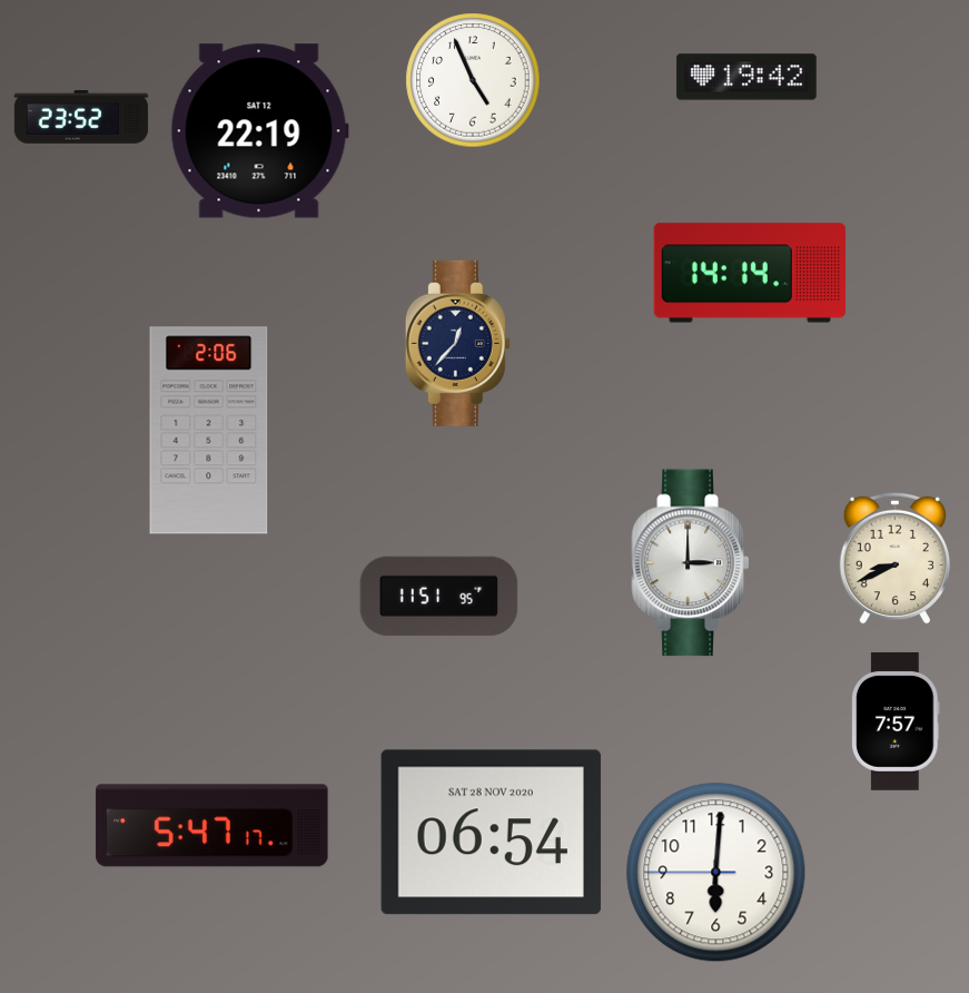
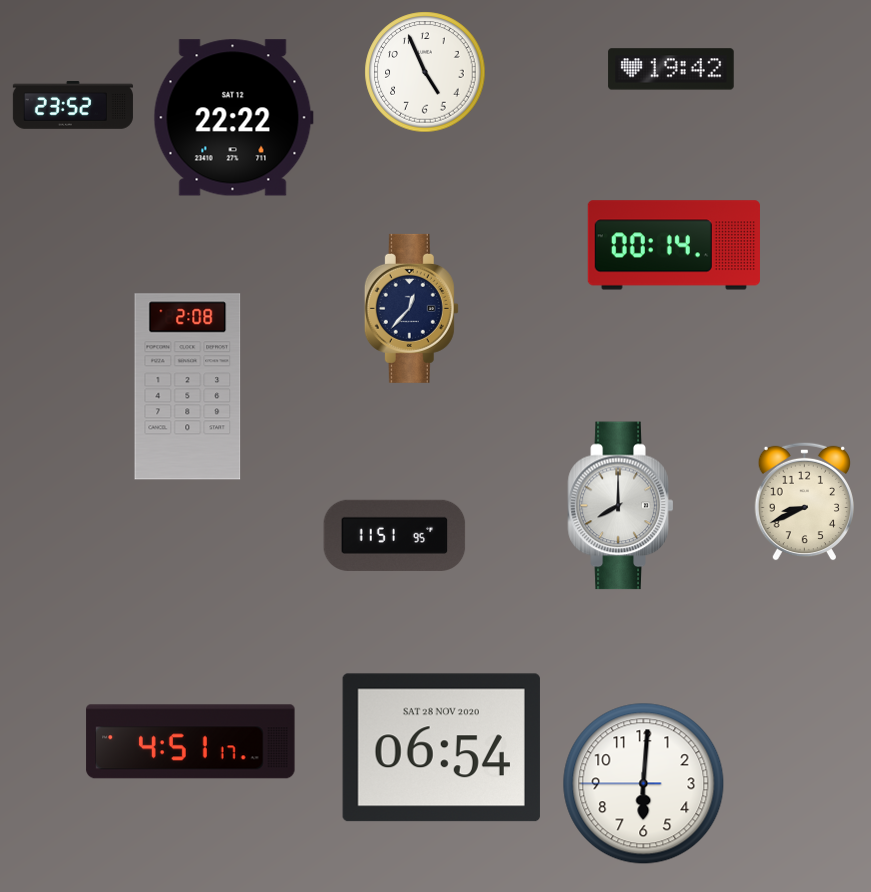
clock at (259, 131): 22:19 -> 22:22
clock at (750, 273): 14:14 -> 00:14
clock at (209, 431): 2:06 -> 2:08
clock at (691, 563): 3:00 -> 8:00
clock at (896, 721): 7:57 -> none
clock at (212, 826): 5:47 -> 4:51
